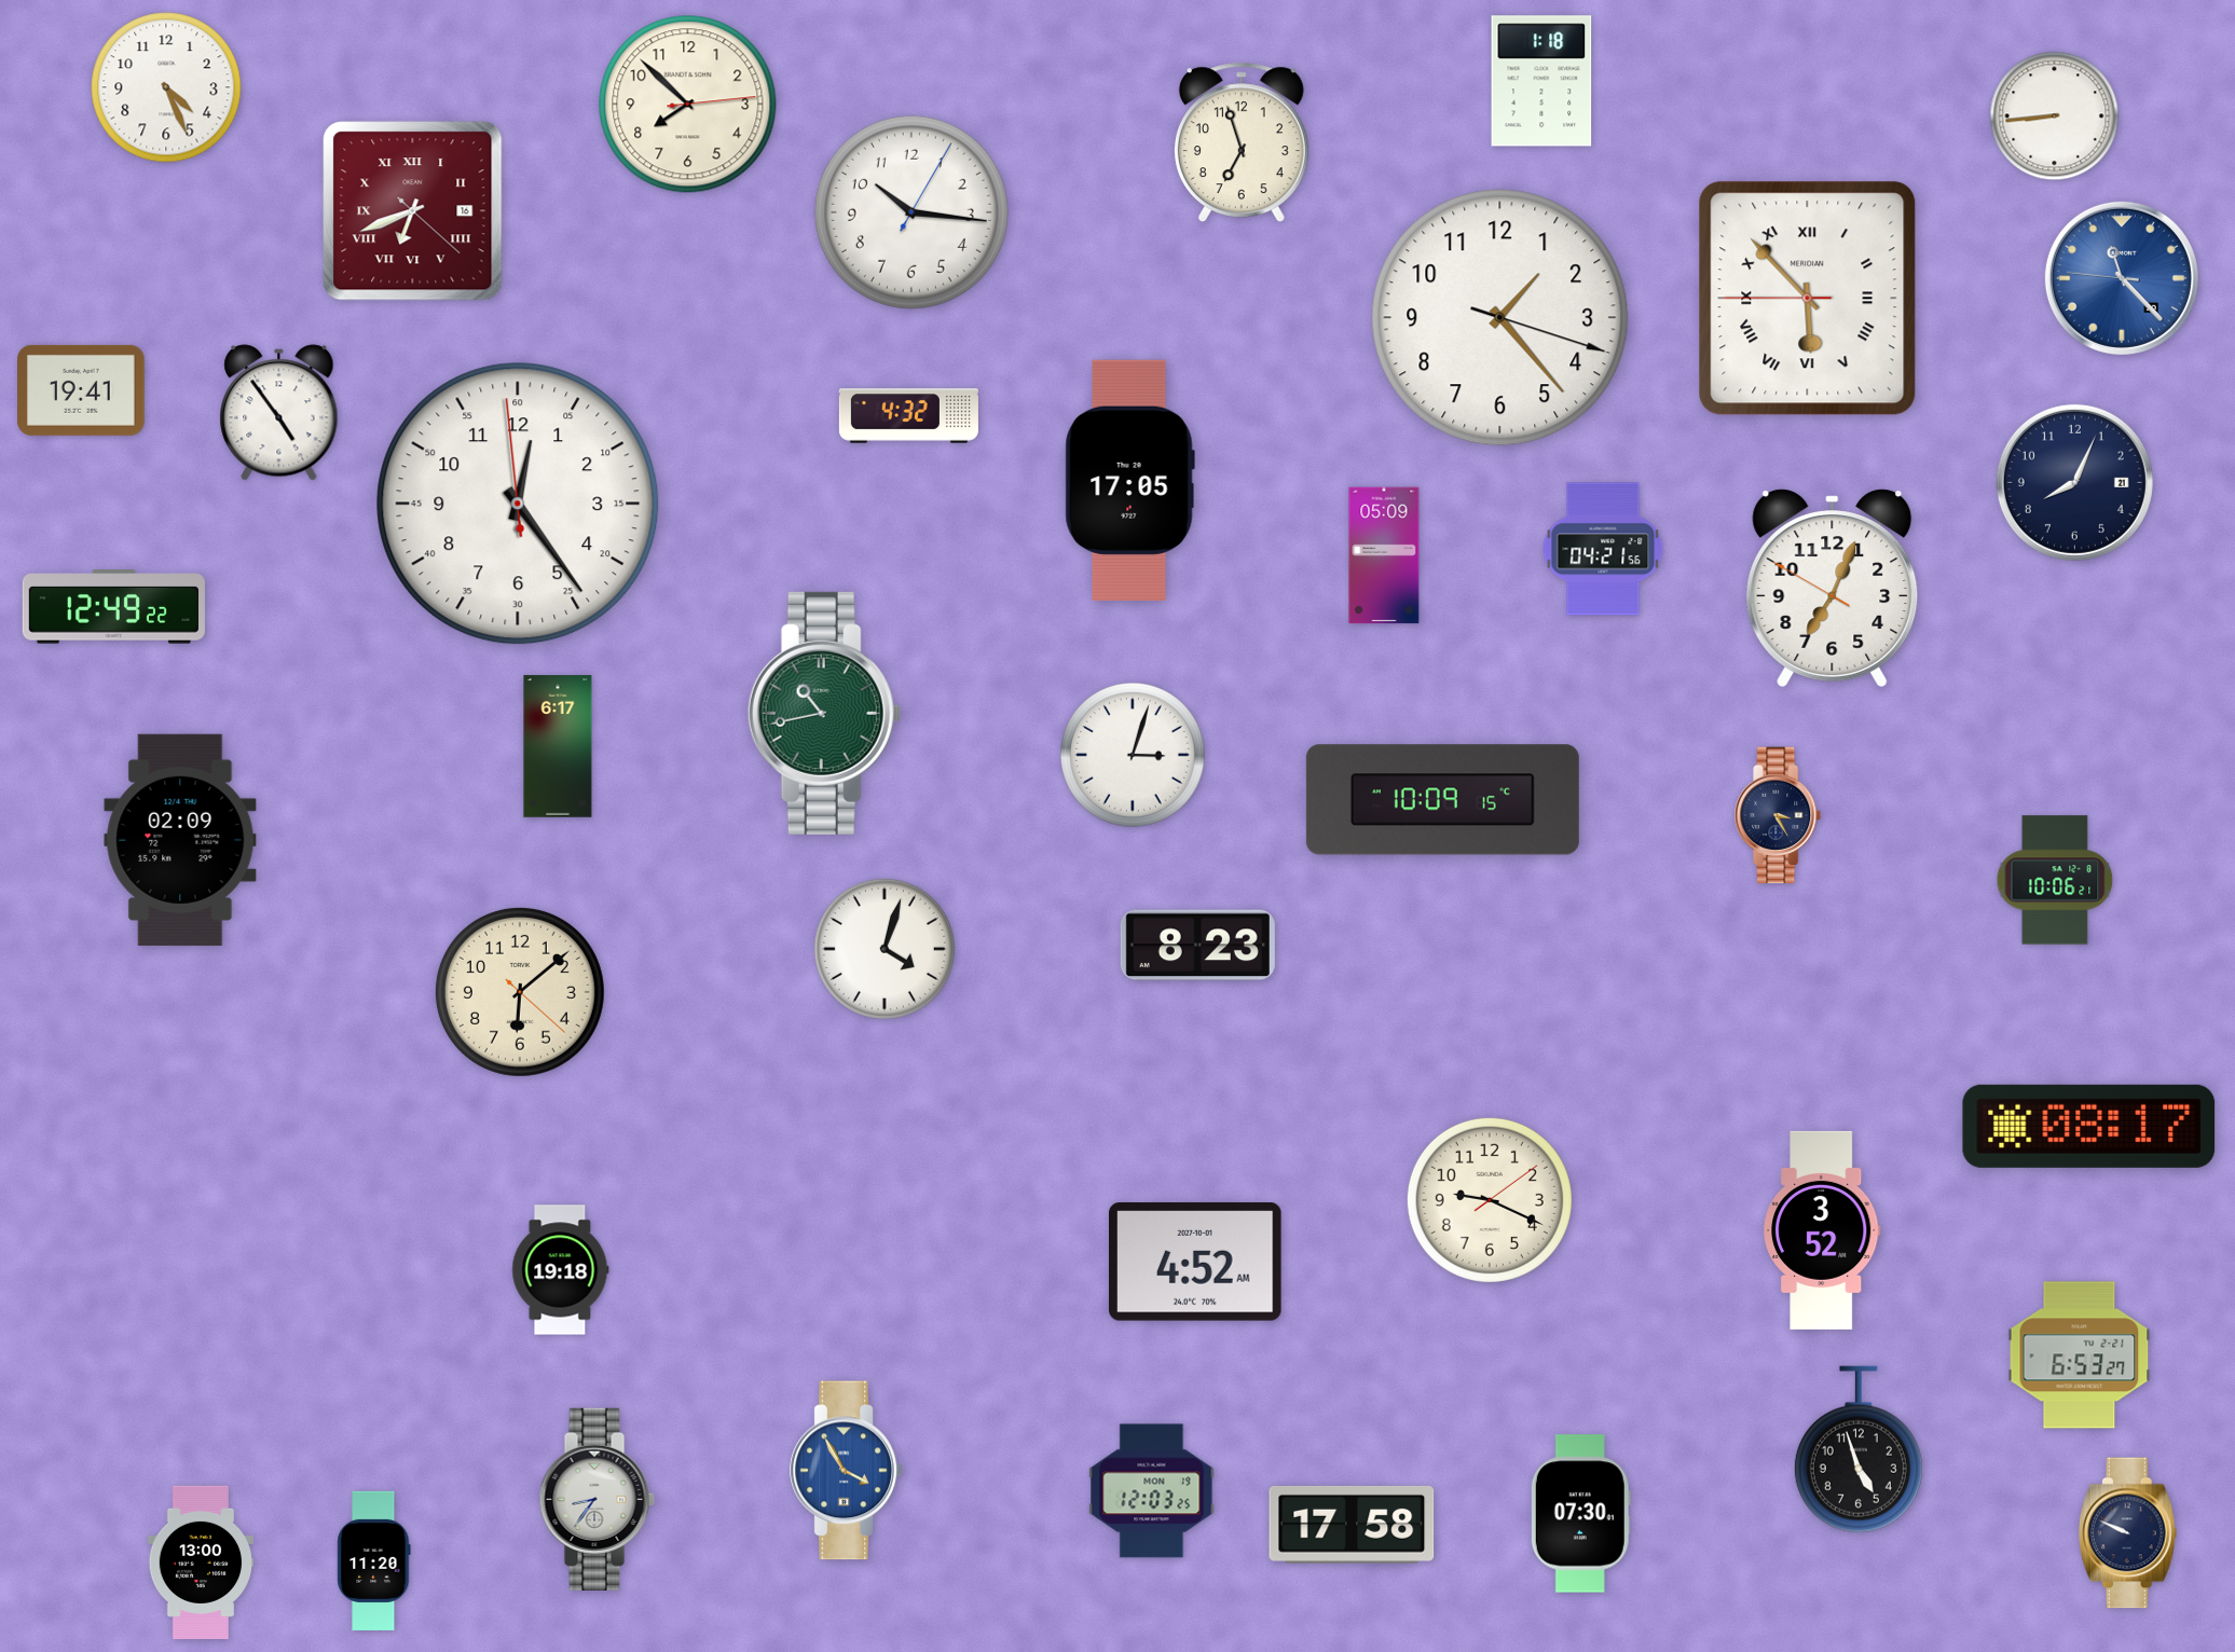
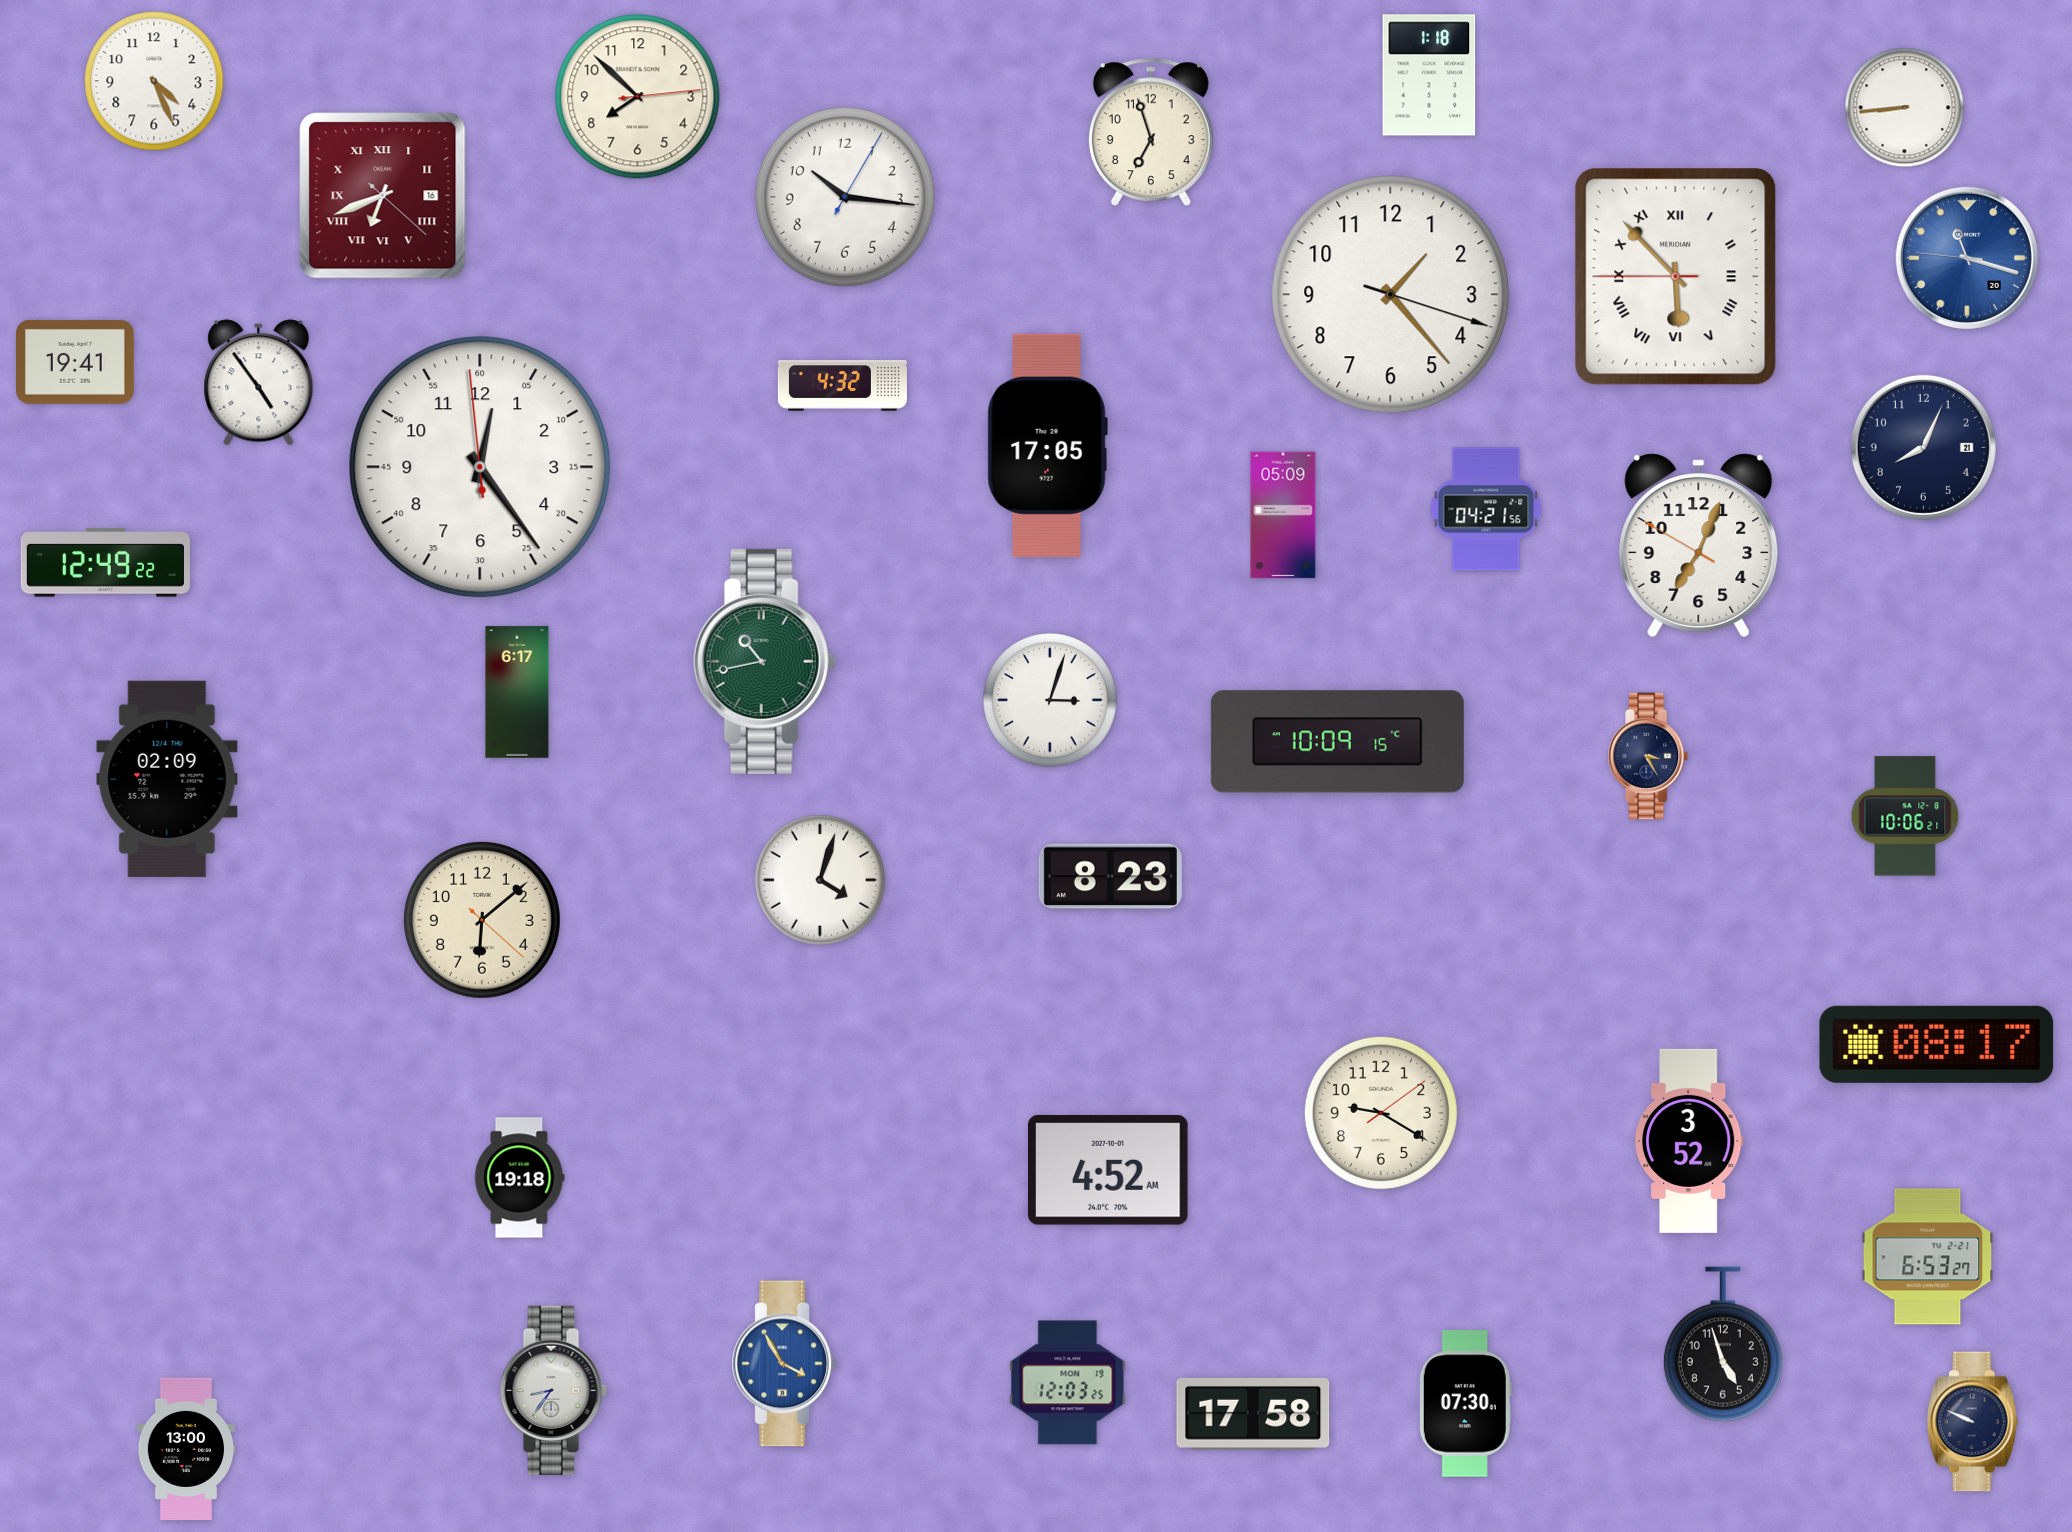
clock at (2122, 278): 11:22 -> 11:17
clock at (1490, 1200): 9:19 -> 9:20
clock at (374, 1560): 11:20 -> none
